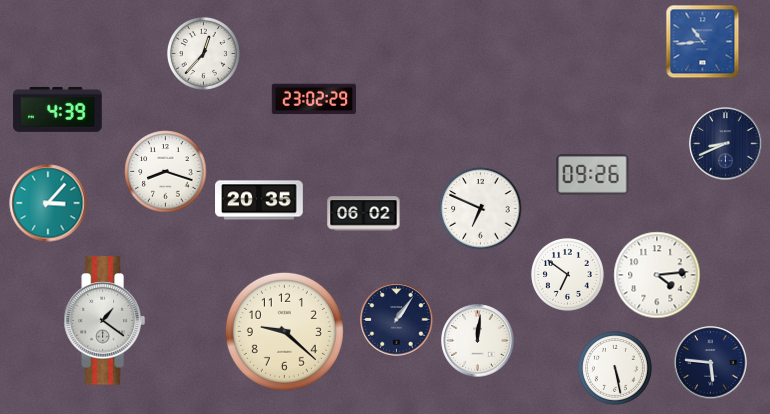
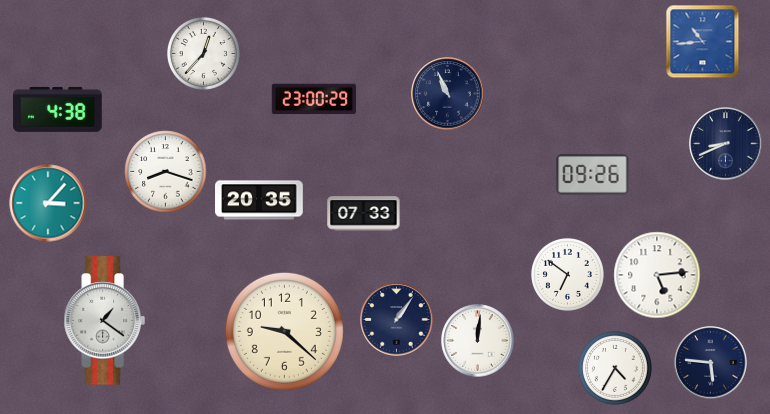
clock at (448, 94): none -> 10:56
clock at (314, 99): 23:02 -> 23:00
clock at (58, 109): 4:39 -> 4:38
clock at (481, 209): 6:49 -> none
clock at (364, 214): 06:02 -> 07:33
clock at (657, 275): 4:14 -> 5:14
clock at (615, 368): 5:28 -> 4:35
